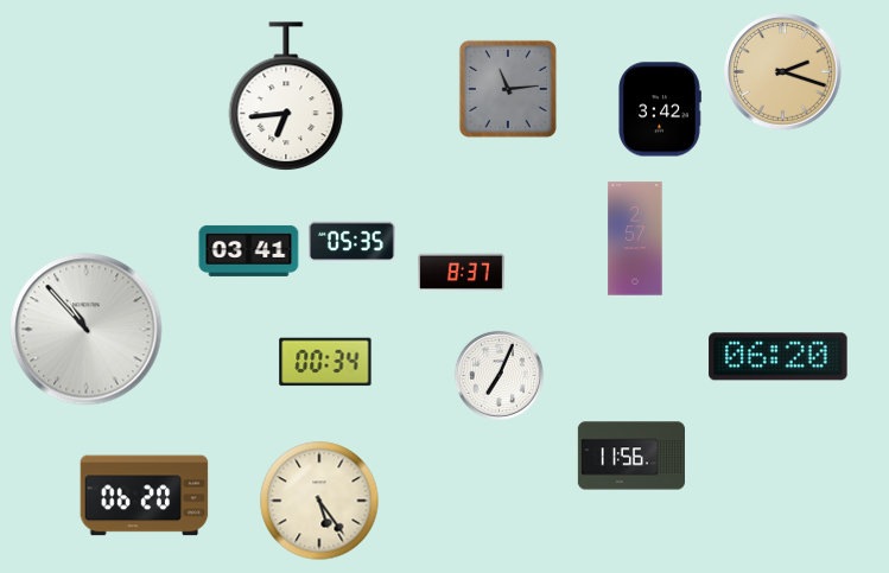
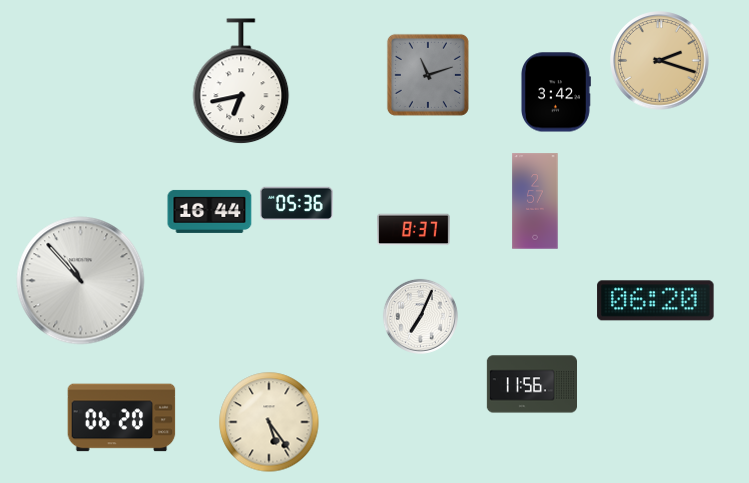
clock at (508, 89): 11:14 -> 11:12
clock at (286, 97): 6:44 -> 6:43
clock at (351, 242): 05:35 -> 05:36
clock at (249, 250): 03:41 -> 16:44
clock at (462, 273) position: (462, 273) -> (414, 230)
clock at (87, 330) position: (87, 330) -> (81, 281)
clock at (325, 362): 00:34 -> none
